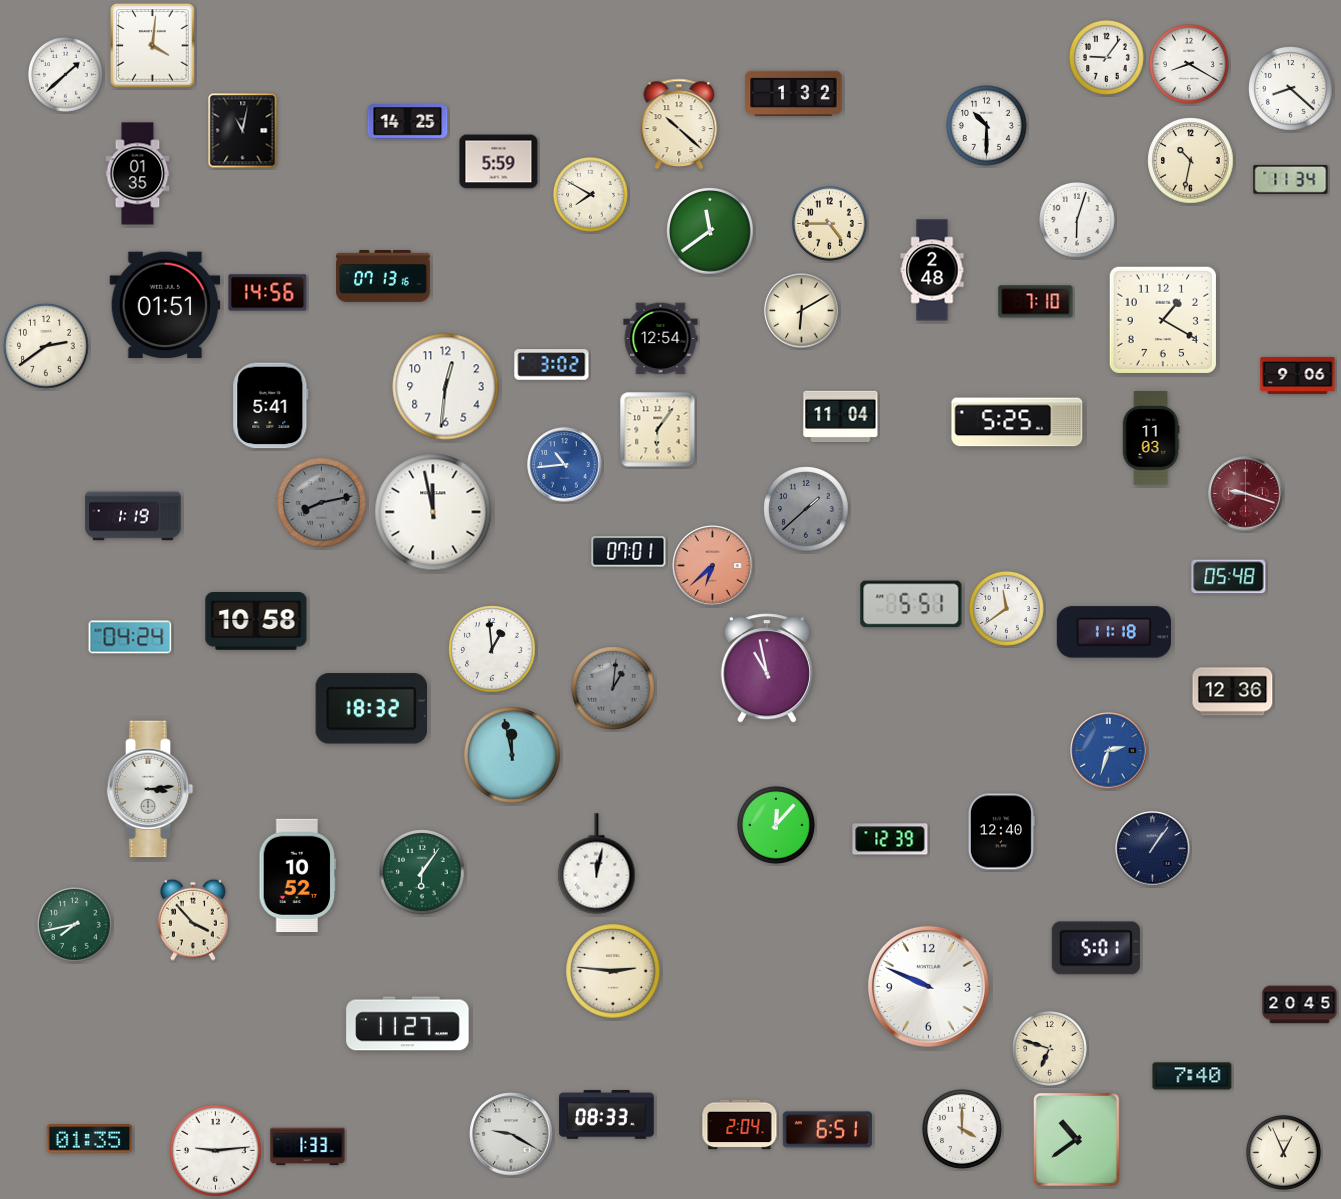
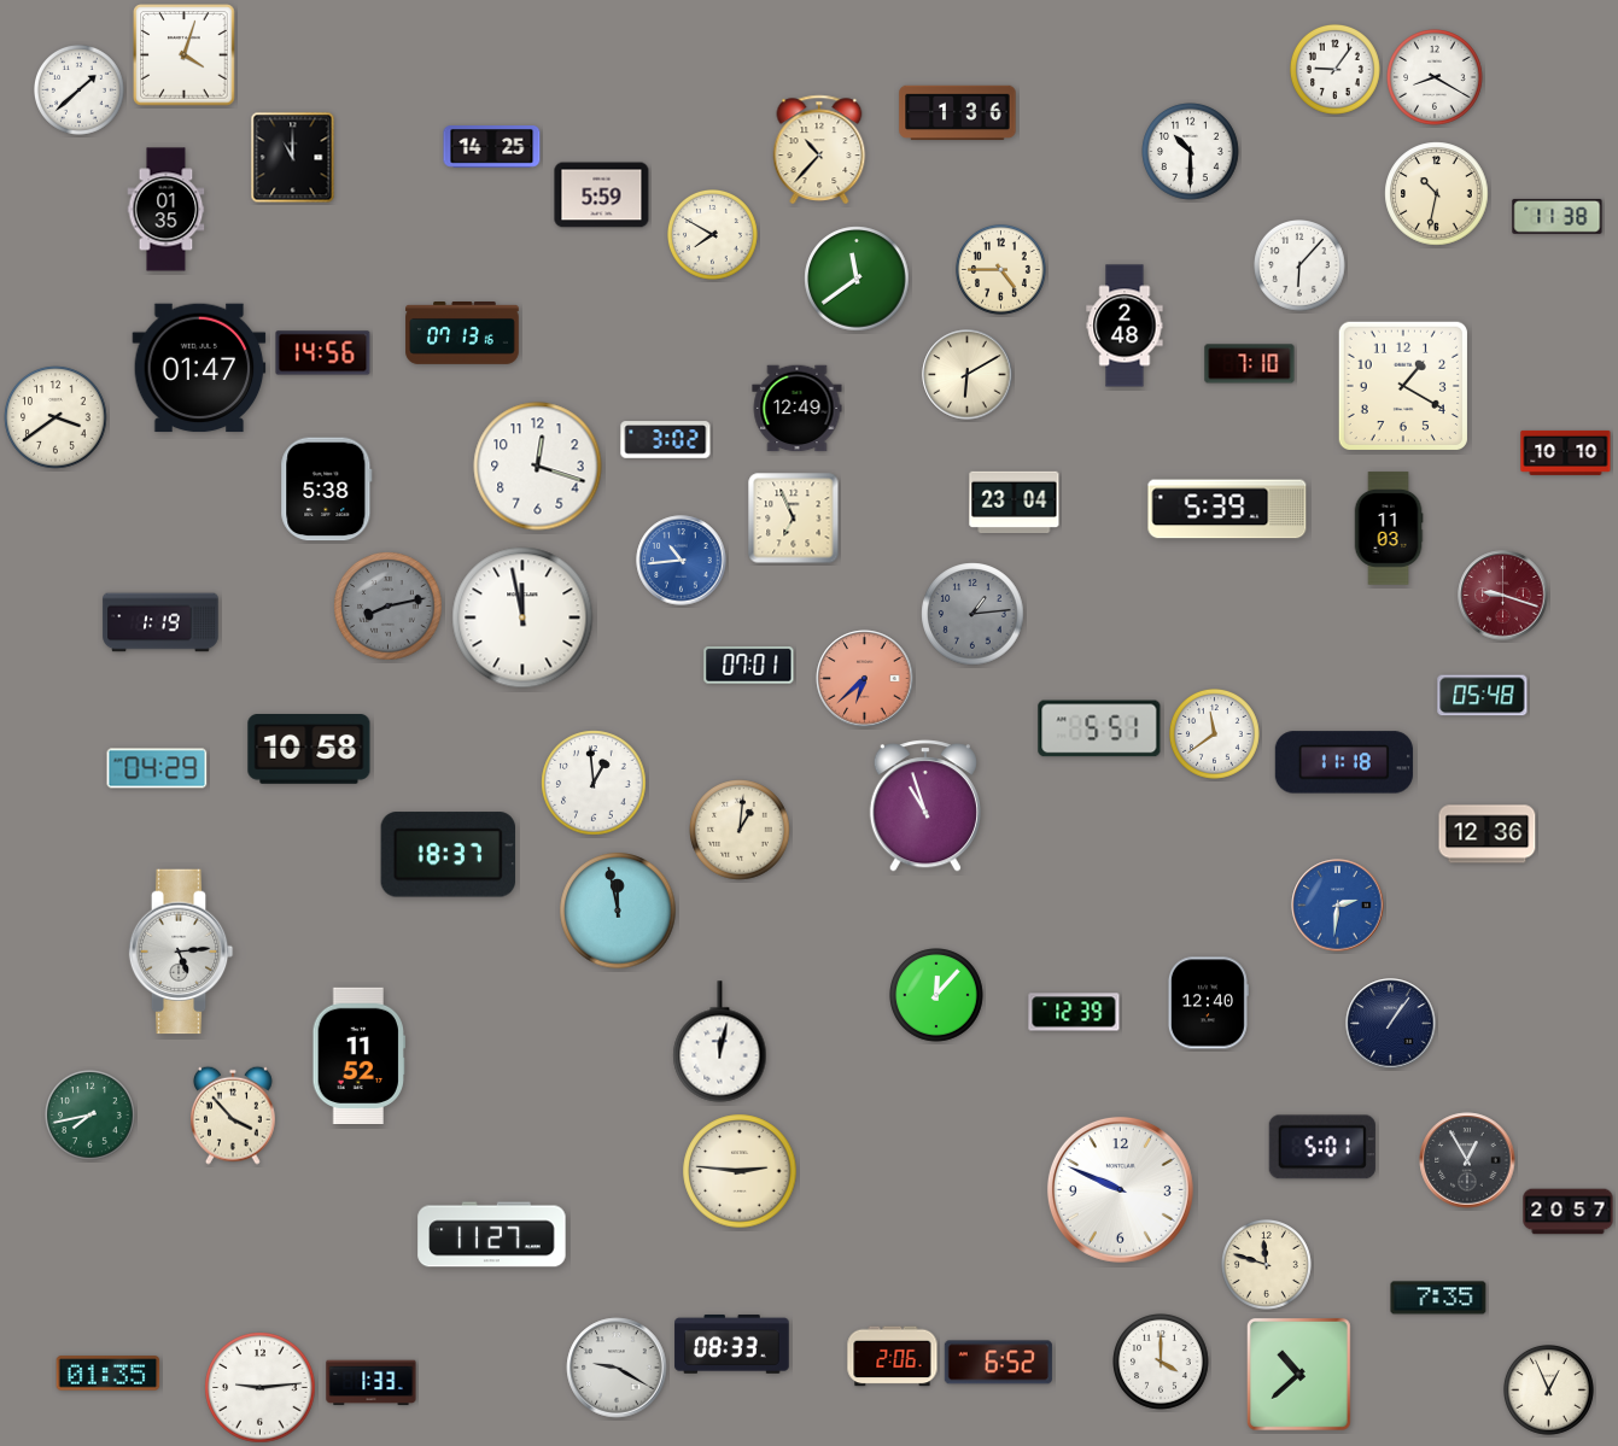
clock at (153, 46): 4:01 -> 4:03
clock at (1291, 89): 8:22 -> none
clock at (794, 94): 1:32 -> 1:36
clock at (679, 123): 10:22 -> 10:37
clock at (243, 131): 11:02 -> 11:00
clock at (1291, 179): 11:34 -> 11:38
clock at (1078, 221): 6:03 -> 6:07
clock at (165, 305): 01:51 -> 01:47
clock at (661, 339): 12:54 -> 12:49
clock at (46, 346): 2:39 -> 3:39
clock at (1298, 375): 9:06 -> 10:10
clock at (446, 387): 12:31 -> 12:18
clock at (271, 406): 5:41 -> 5:38
clock at (841, 416): 11:04 -> 23:04
clock at (1017, 422): 5:25 -> 5:39
clock at (658, 430): 6:06 -> 6:56
clock at (806, 509): 1:38 -> 1:14
clock at (629, 552) position: (629, 552) -> (749, 666)
clock at (713, 566) position: (713, 566) -> (865, 679)
clock at (130, 637): 04:24 -> 04:29
clock at (767, 668): 10:58 -> 10:57
clock at (613, 688) dial: grey -> cream
clock at (371, 709): 18:32 -> 18:37
clock at (1109, 751): 2:33 -> 2:31
clock at (150, 789): 3:14 -> 5:14
clock at (422, 872): 6:06 -> none
clock at (297, 875): 10:52 -> 11:52
clock at (194, 920) position: (194, 920) -> (234, 1116)
clock at (1096, 948) position: (1096, 948) -> (1322, 1147)
clock at (1467, 1160): none -> 12:55
clock at (1300, 1005): 20:45 -> 20:57
clock at (1050, 1049): 6:48 -> 11:48
clock at (1192, 1076): 7:40 -> 7:35
clock at (740, 1125): 2:04 -> 2:06
clock at (827, 1130): 6:51 -> 6:52
clock at (1076, 1139): 10:39 -> 10:38
